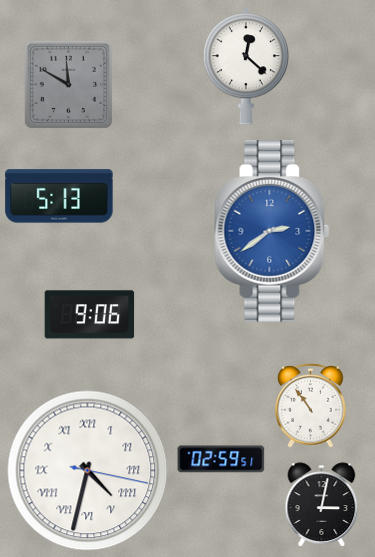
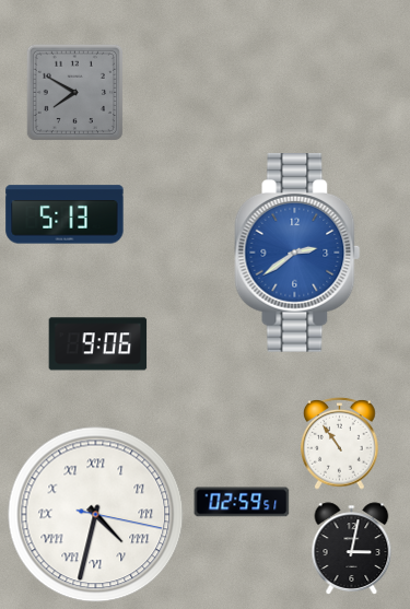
clock at (246, 67): 12:22 -> none
clock at (68, 84): 11:50 -> 7:50
clock at (322, 505) position: (322, 505) -> (352, 549)
